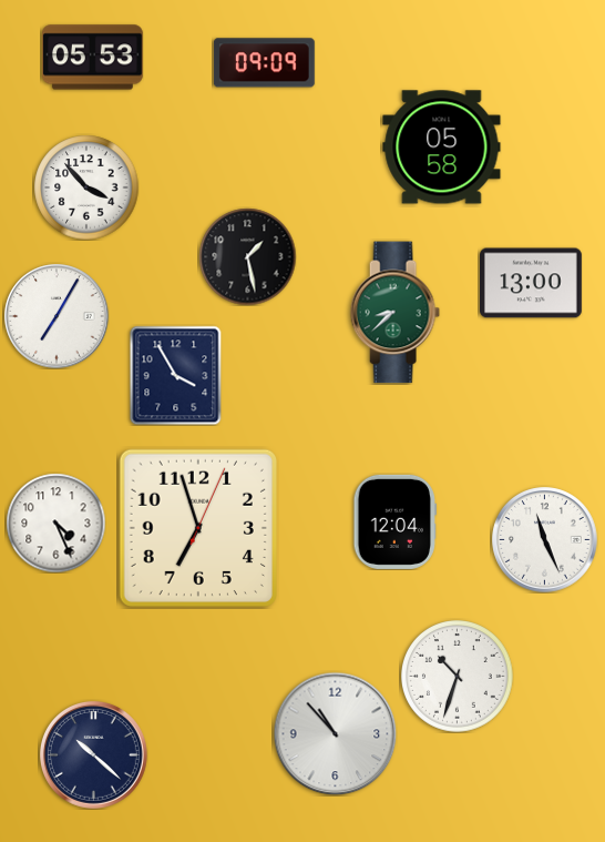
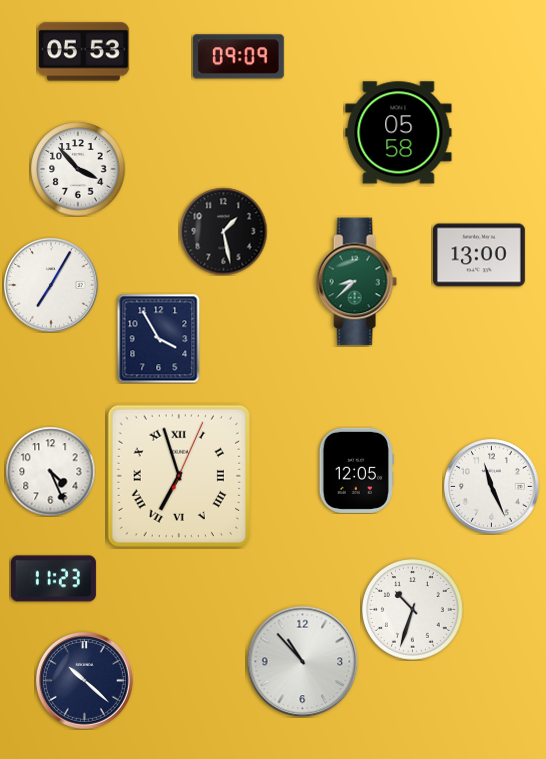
clock at (394, 521): 12:04 -> 12:05
clock at (198, 528) numerals: Arabic -> Roman
clock at (53, 579): none -> 11:23
